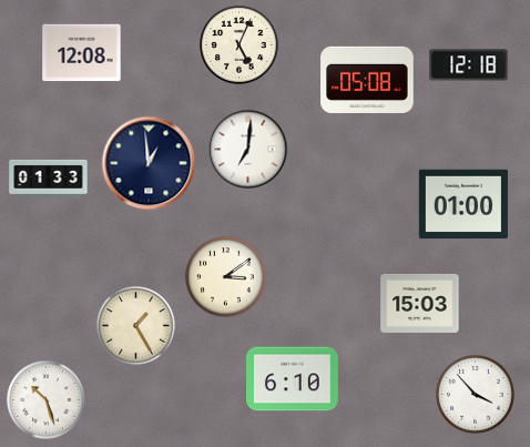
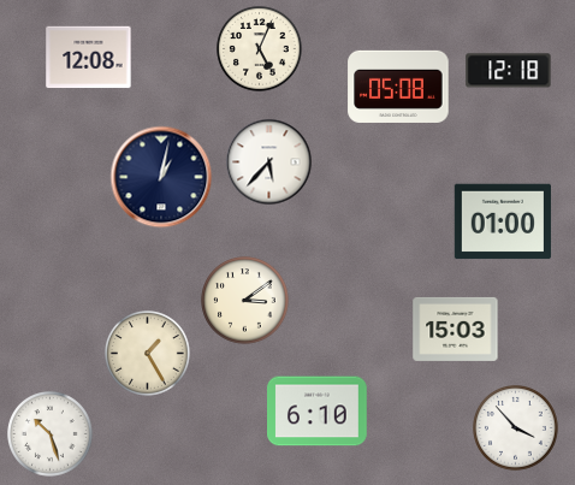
clock at (248, 150): 7:01 -> 5:37
clock at (149, 163): 12:59 -> 1:02
clock at (49, 179): 01:33 -> none
